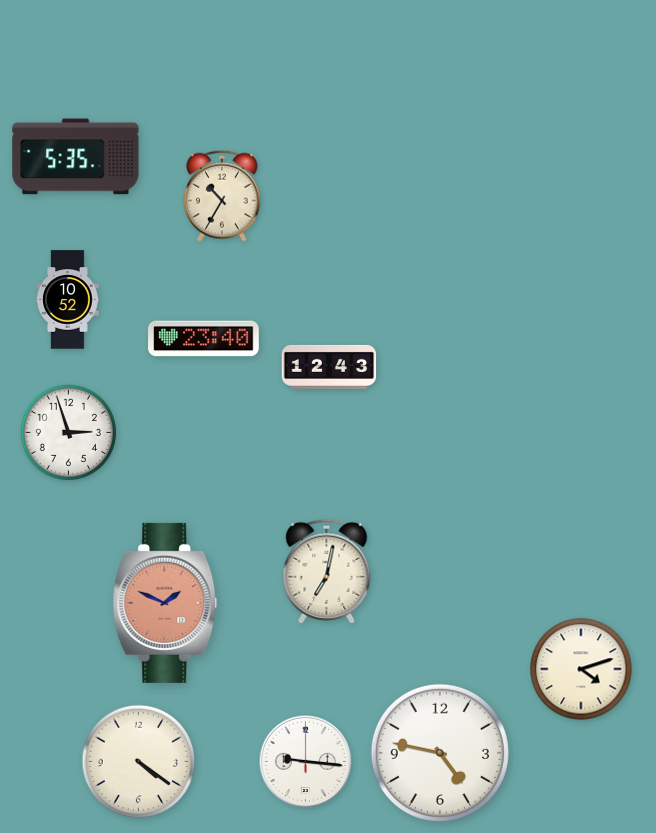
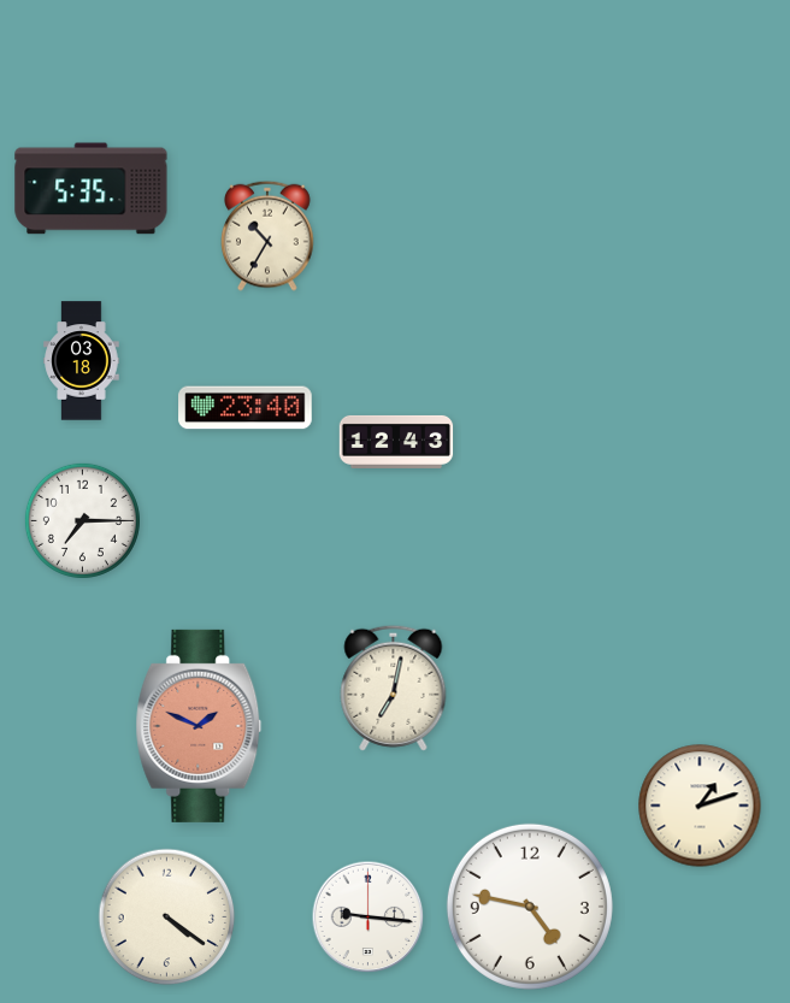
clock at (68, 300): 10:52 -> 03:18
clock at (68, 432): 2:57 -> 7:15
clock at (581, 669): 4:12 -> 1:12
